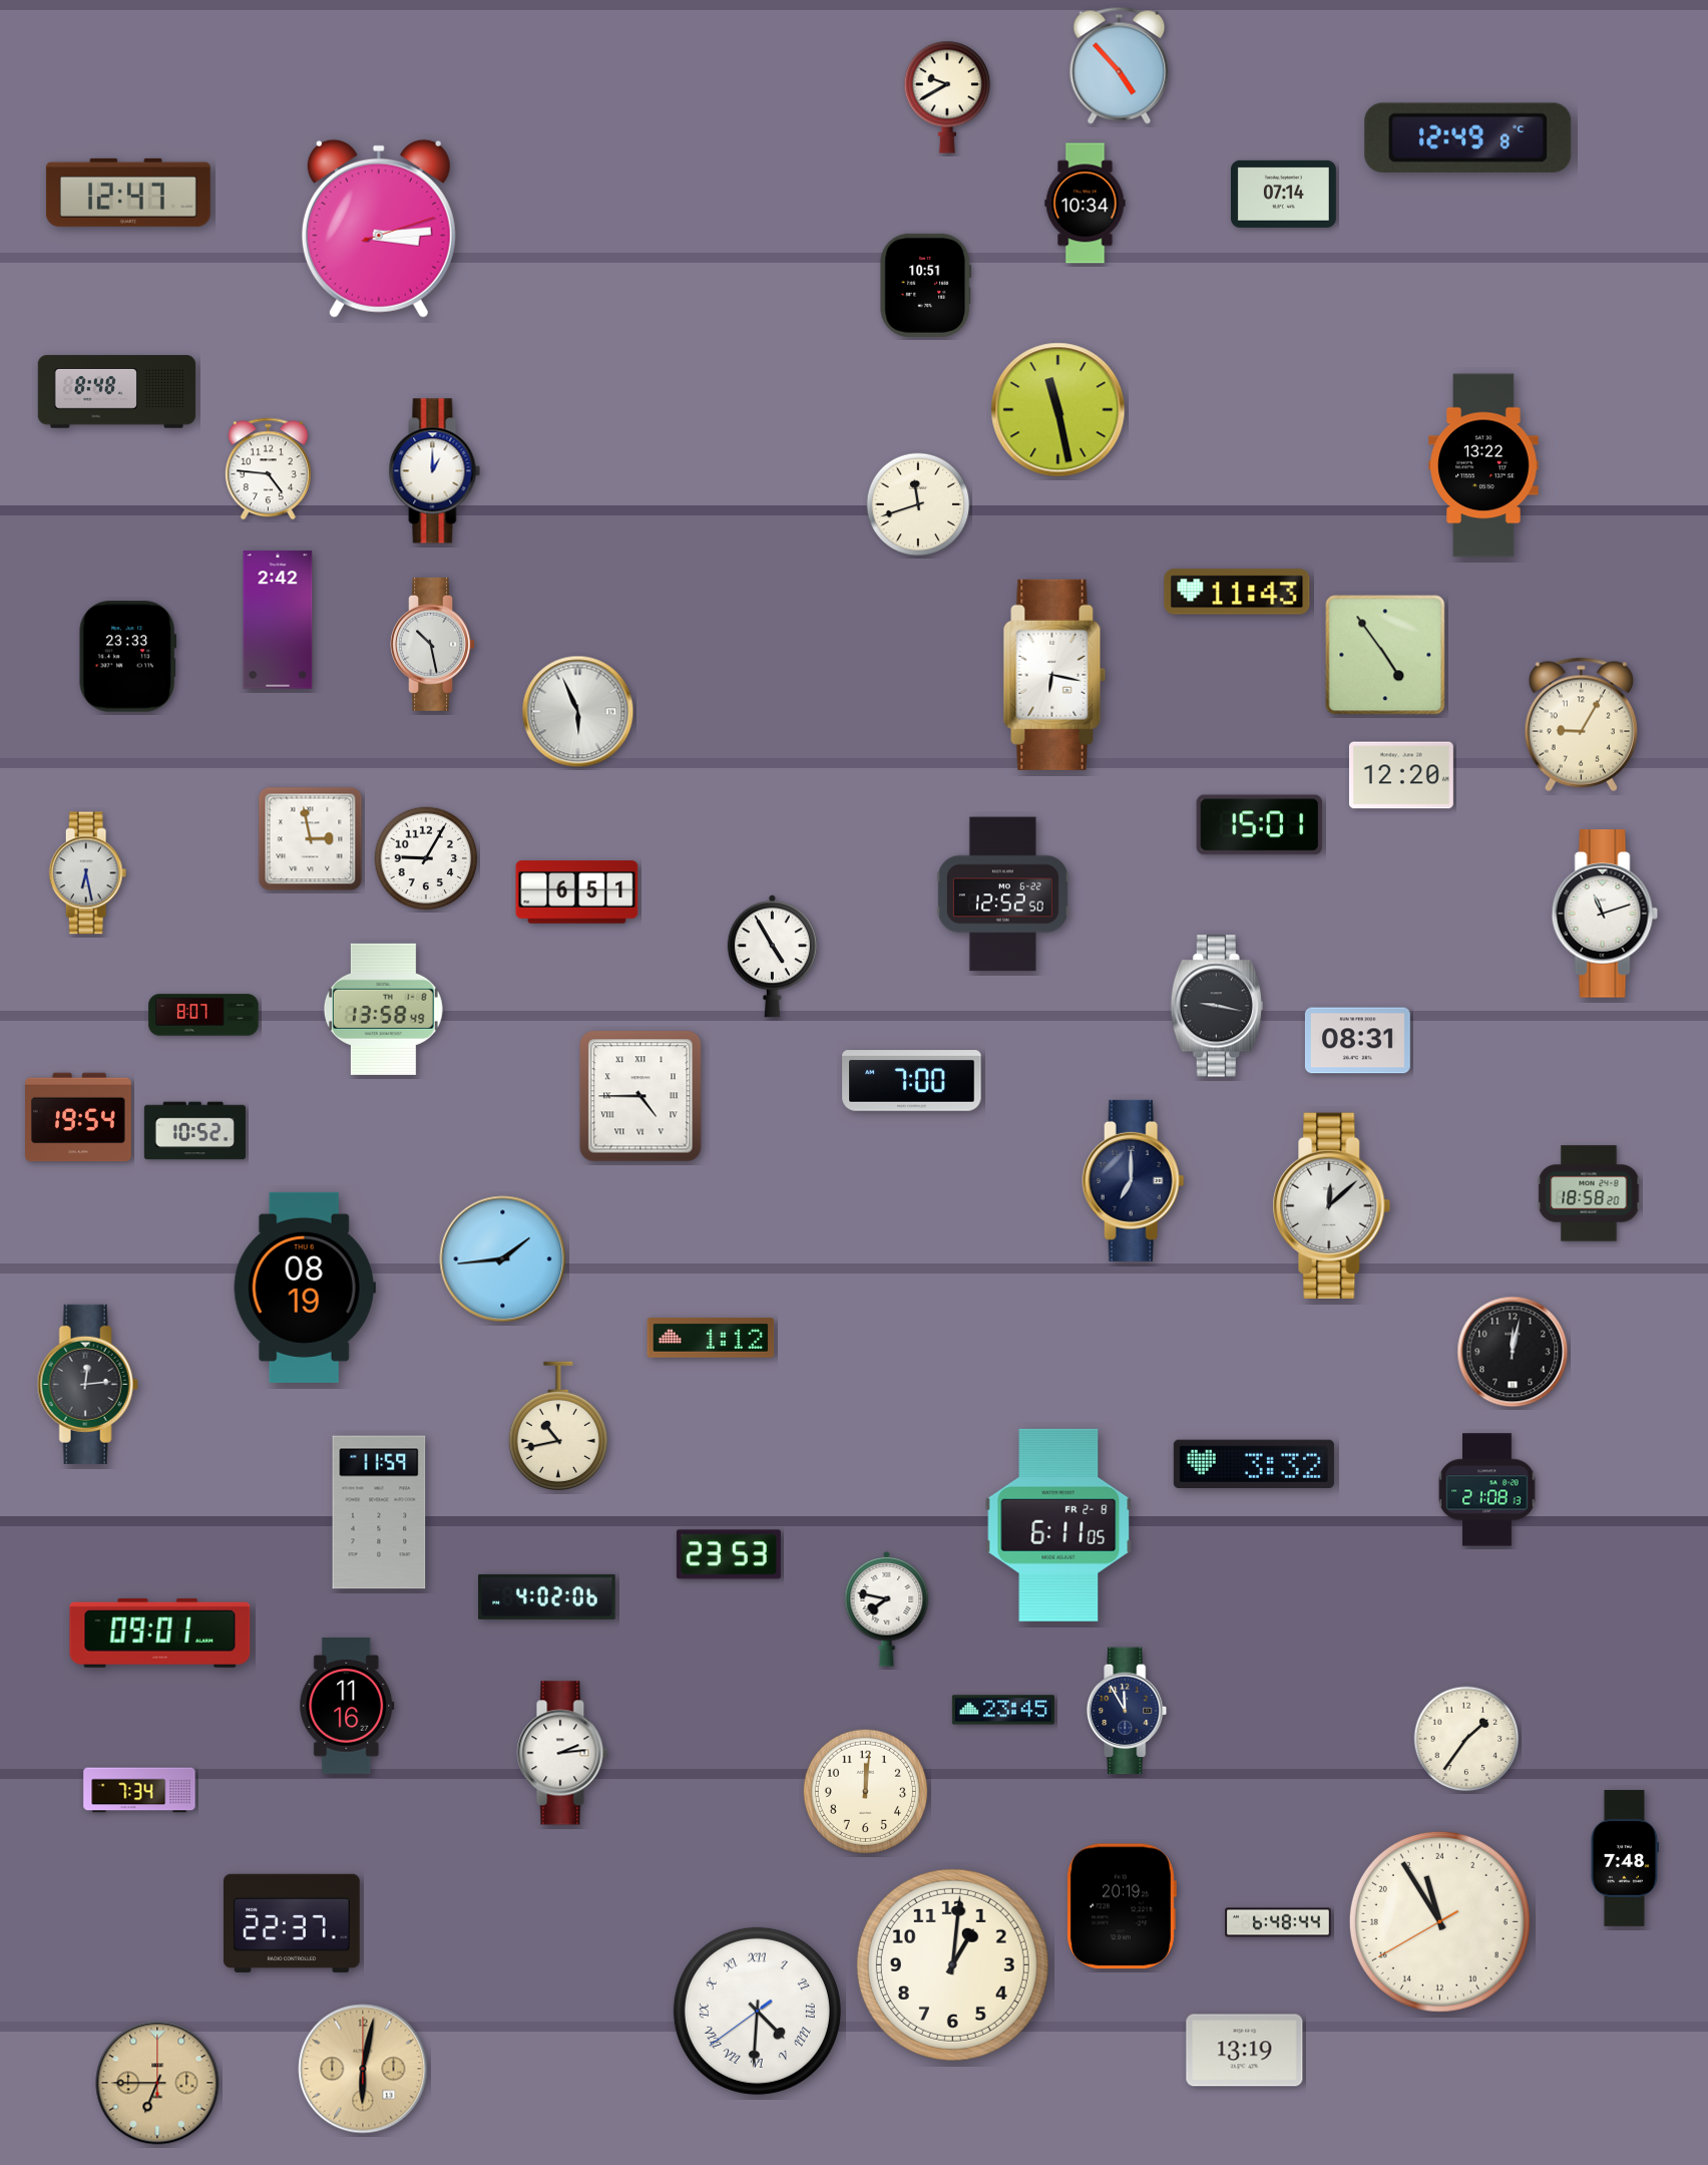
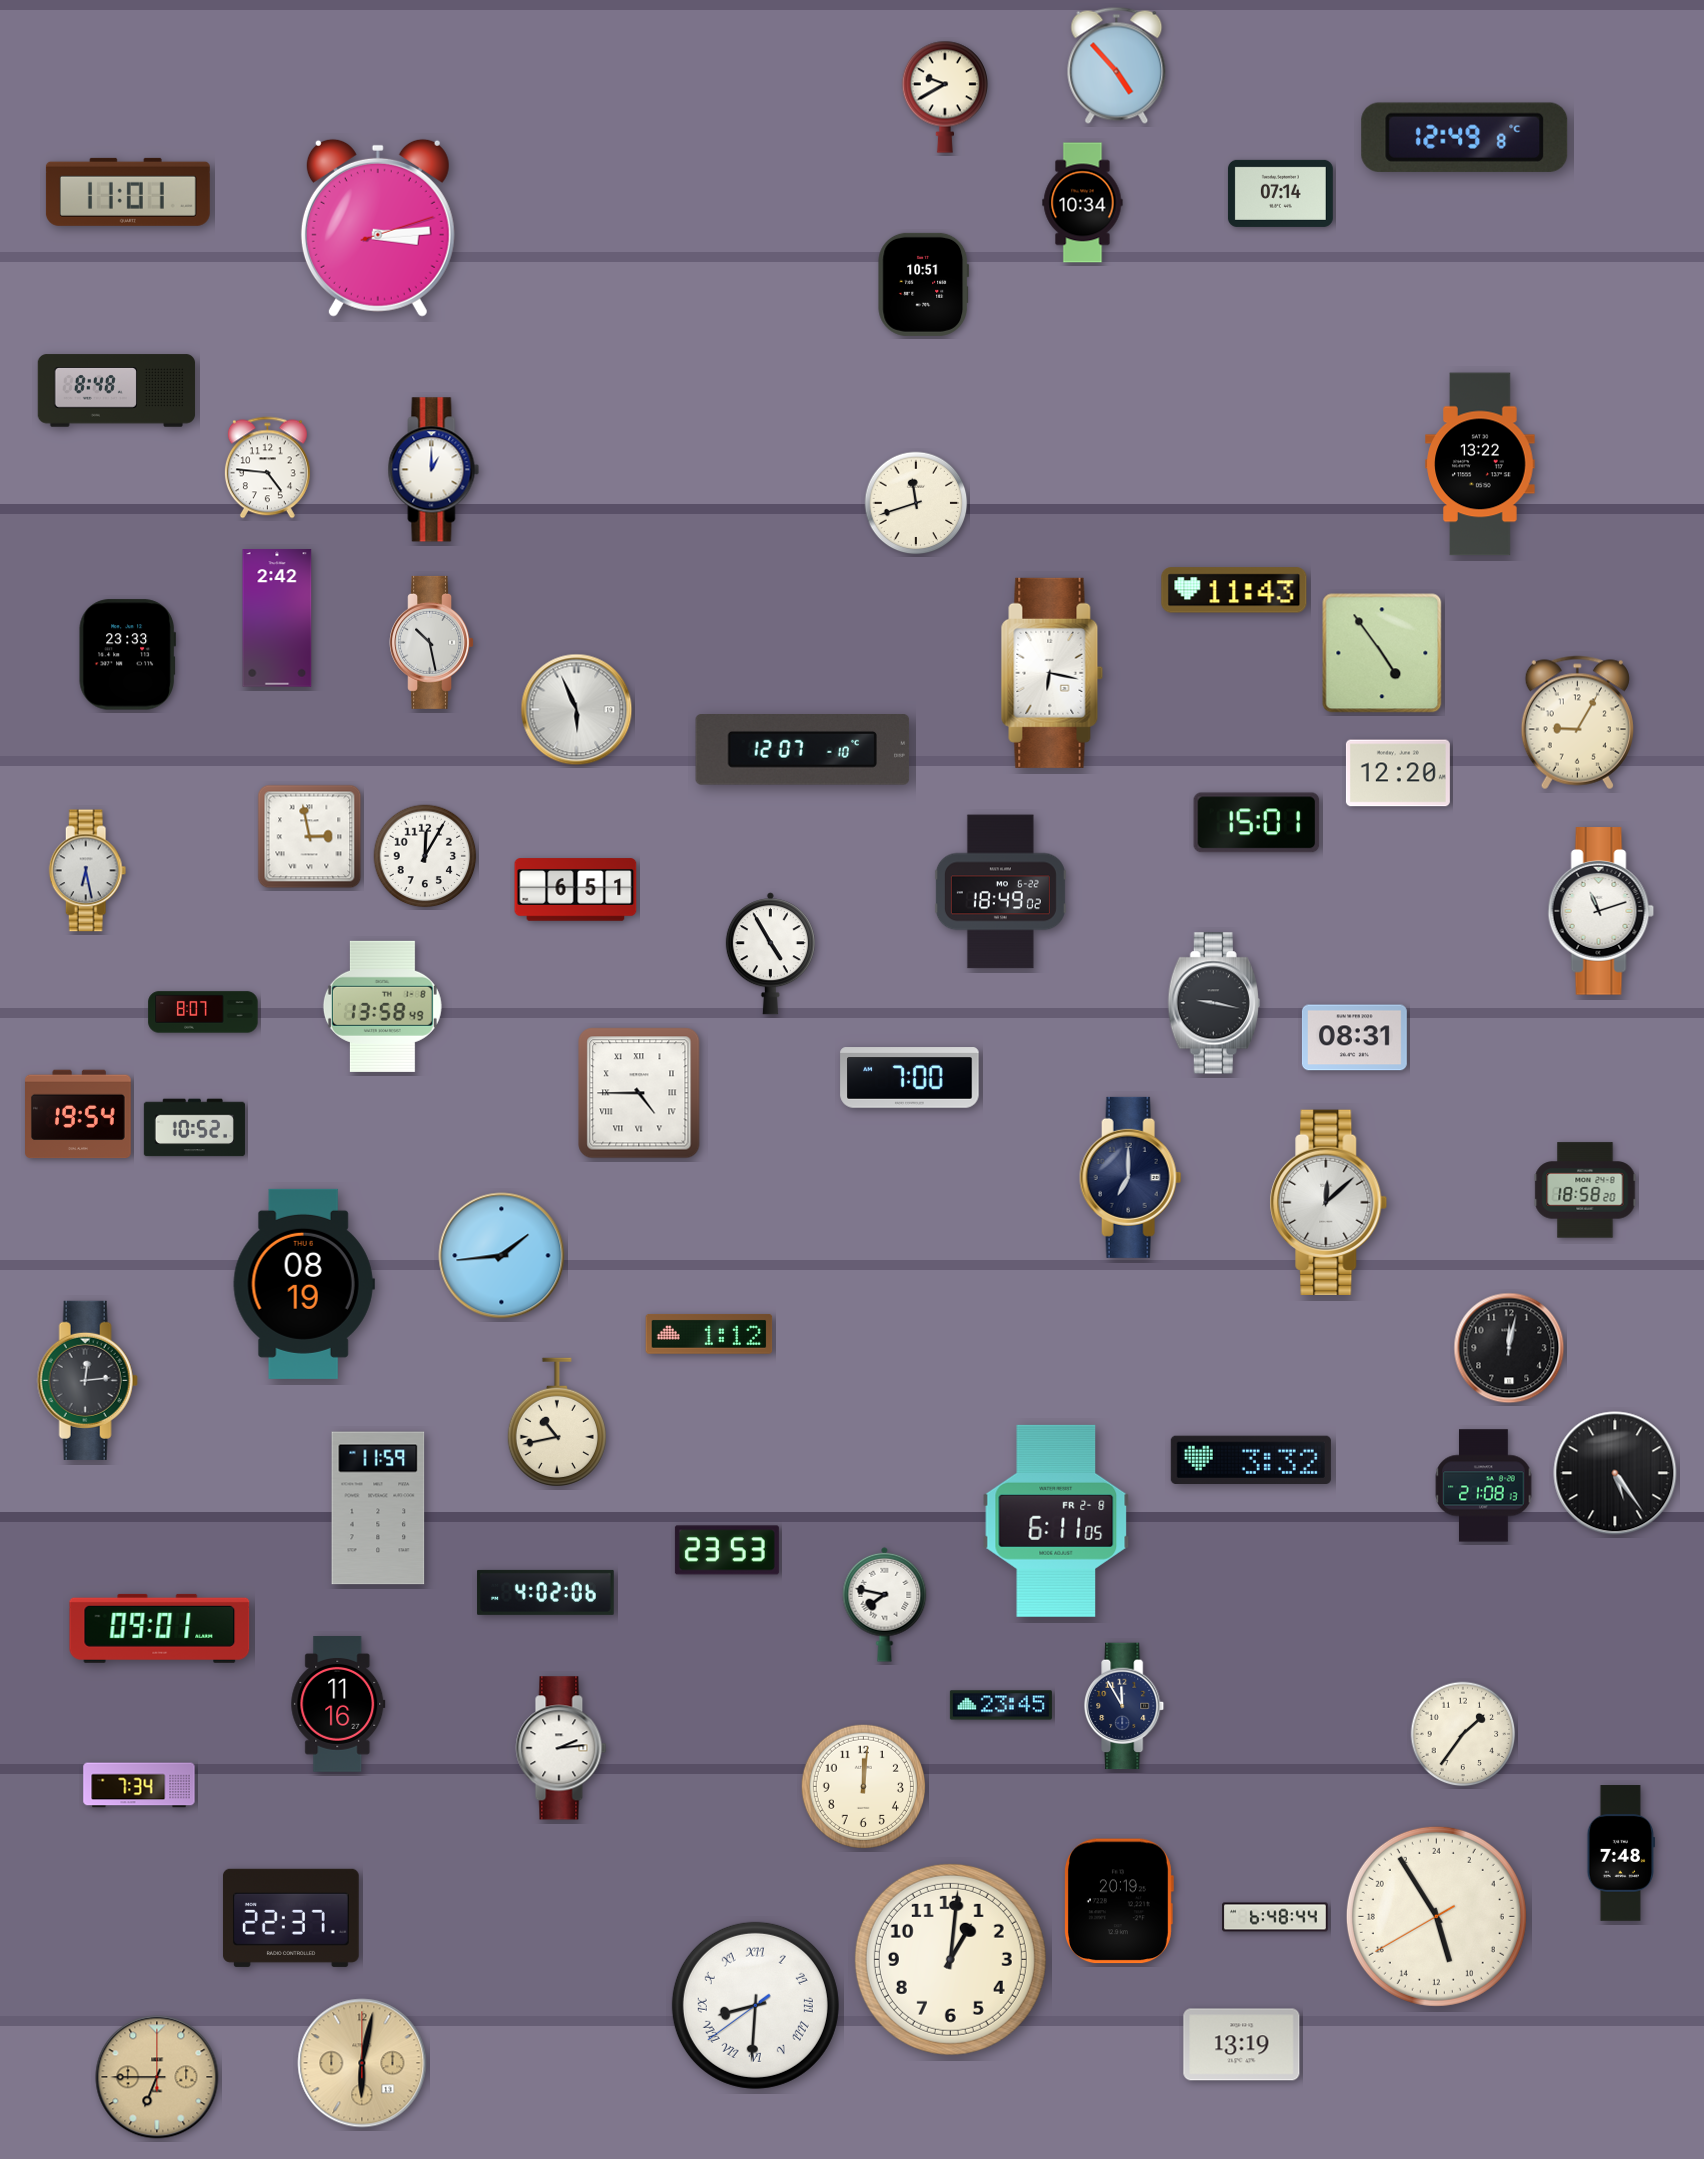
clock at (128, 193): 12:47 -> 11:01
clock at (1058, 410): 11:28 -> none
clock at (803, 750): none -> 12:07
clock at (426, 858): 9:05 -> 12:05
clock at (1002, 894): 12:52 -> 18:49
clock at (1615, 1473): none -> 5:24
clock at (347, 1707) position: (347, 1707) -> (338, 1705)
clock at (1439, 1921): 22:54 -> 10:54
clock at (757, 2011): 4:30 -> 8:30
